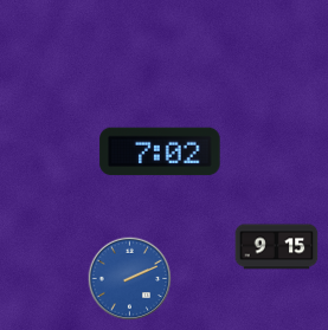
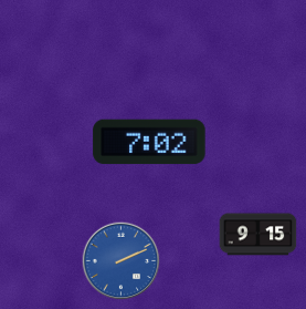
clock at (277, 247) position: (277, 247) -> (258, 235)
